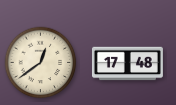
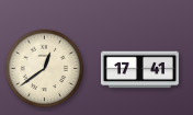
clock at (127, 64): 17:48 -> 17:41
